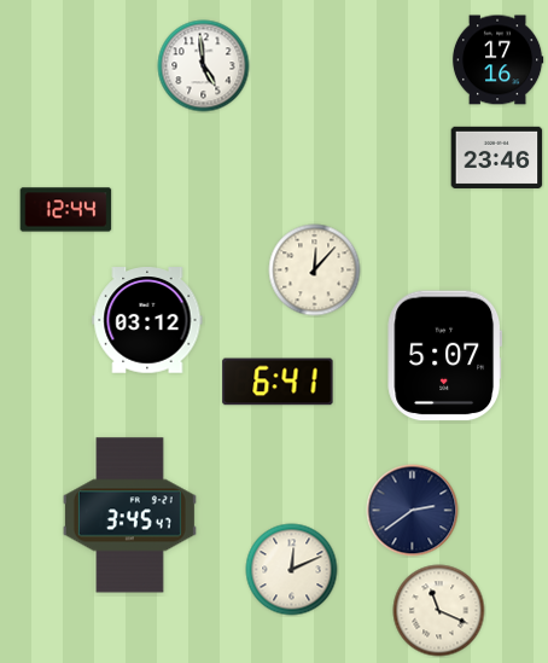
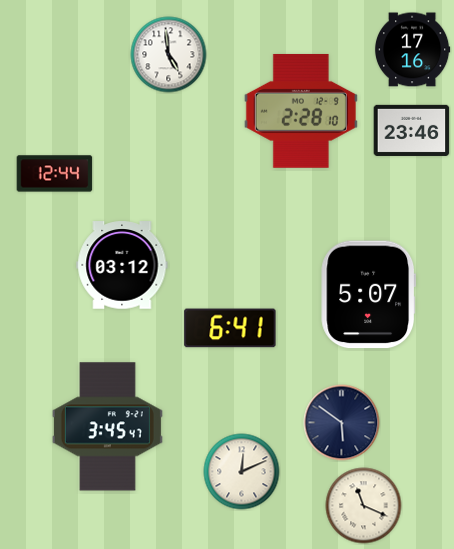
clock at (301, 111): none -> 2:28
clock at (315, 271): 12:07 -> none
clock at (278, 382) position: (278, 382) -> (230, 328)
clock at (413, 511): 2:39 -> 5:51
